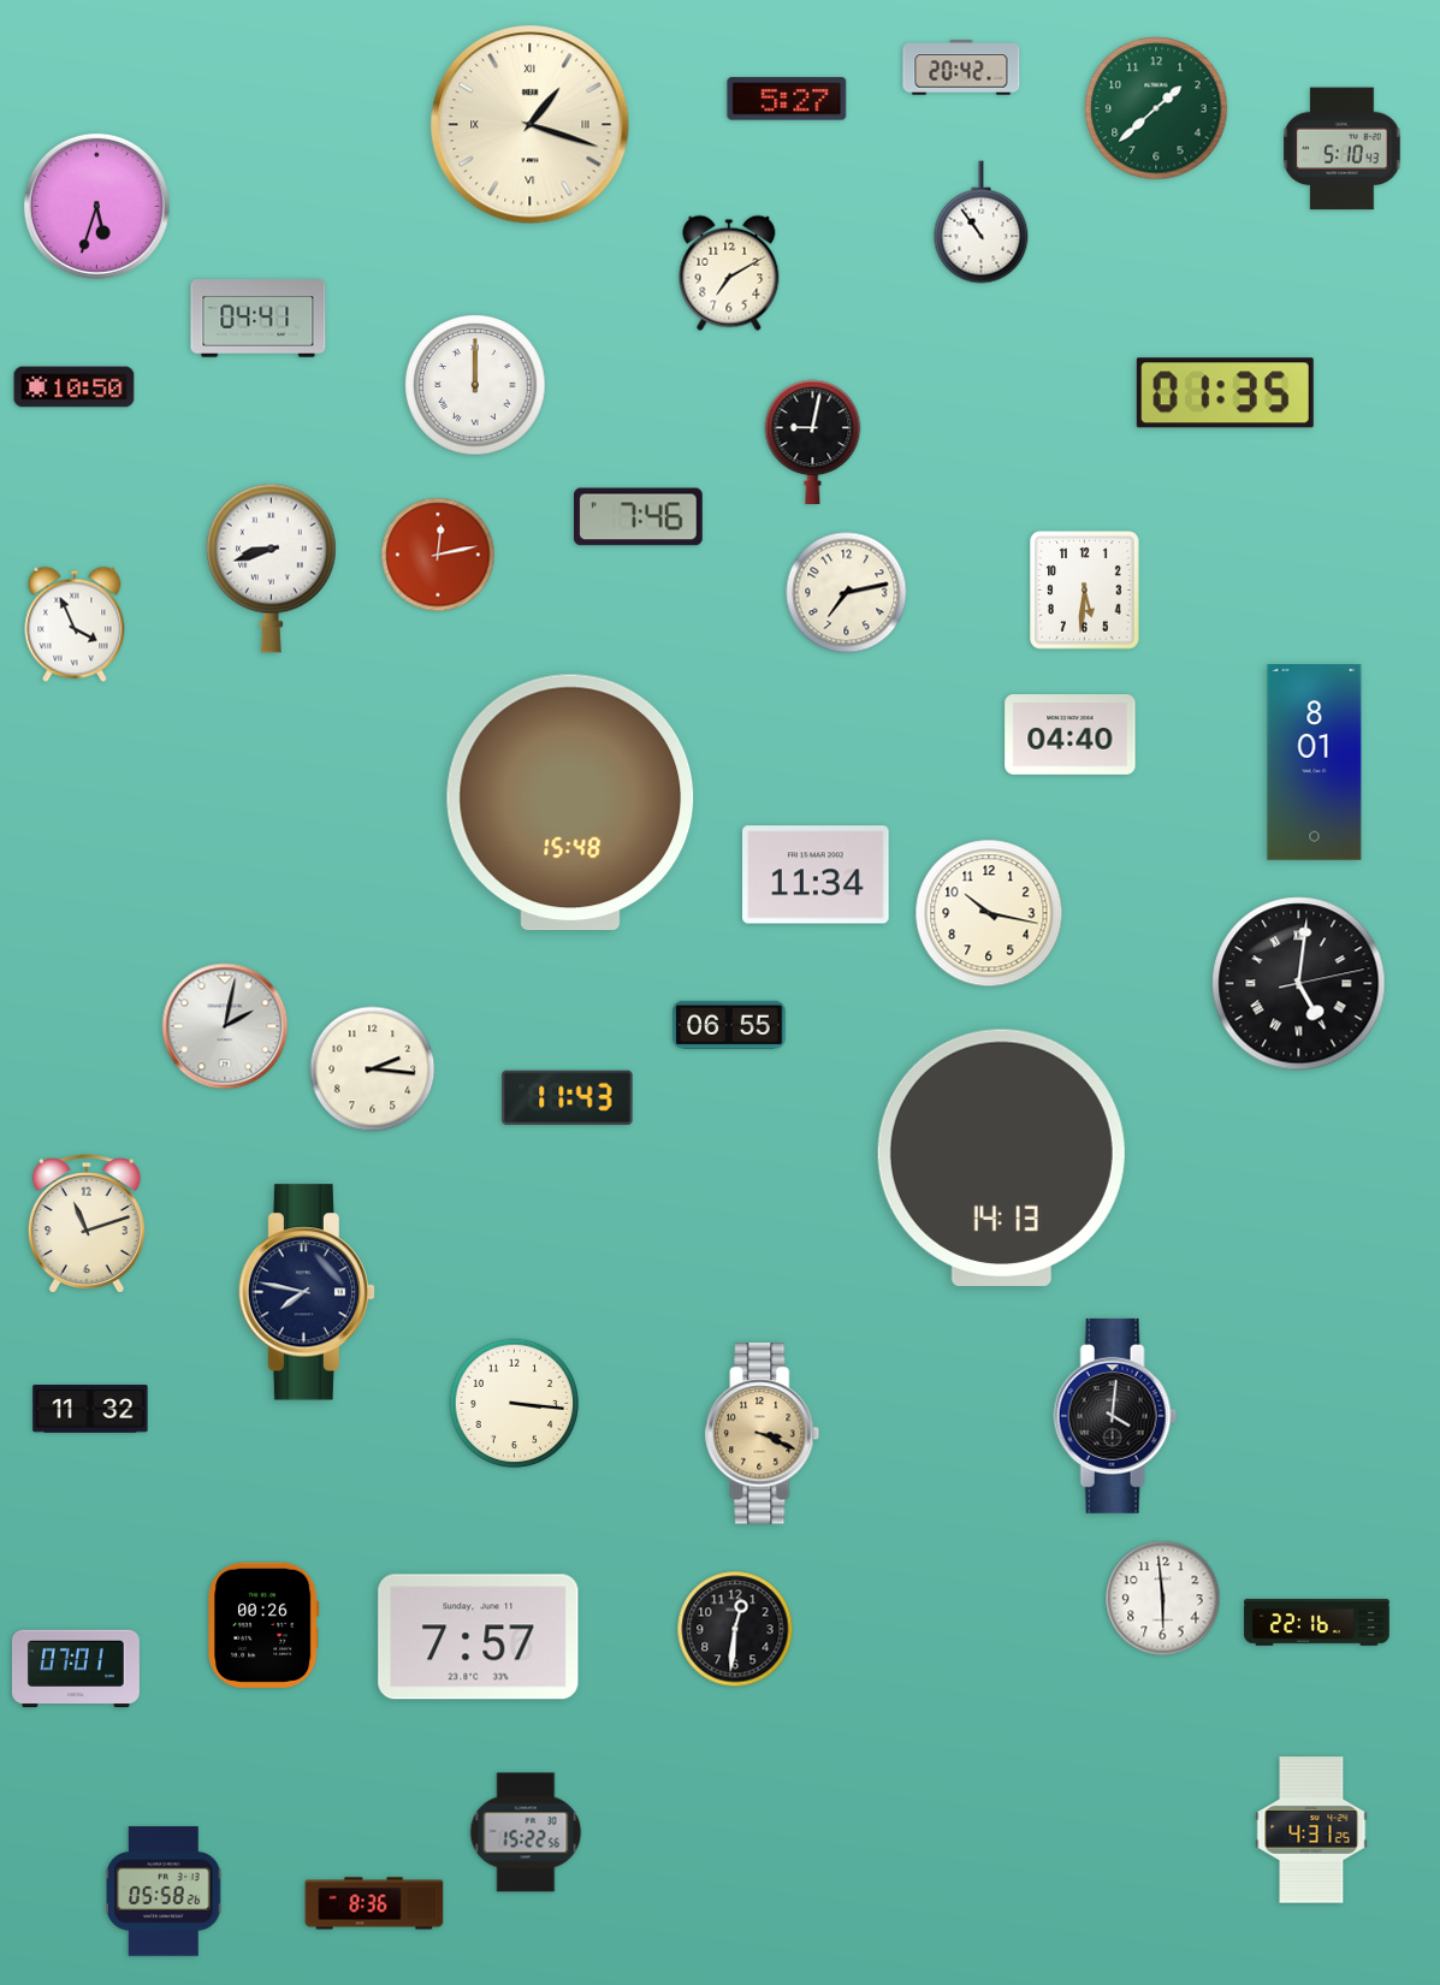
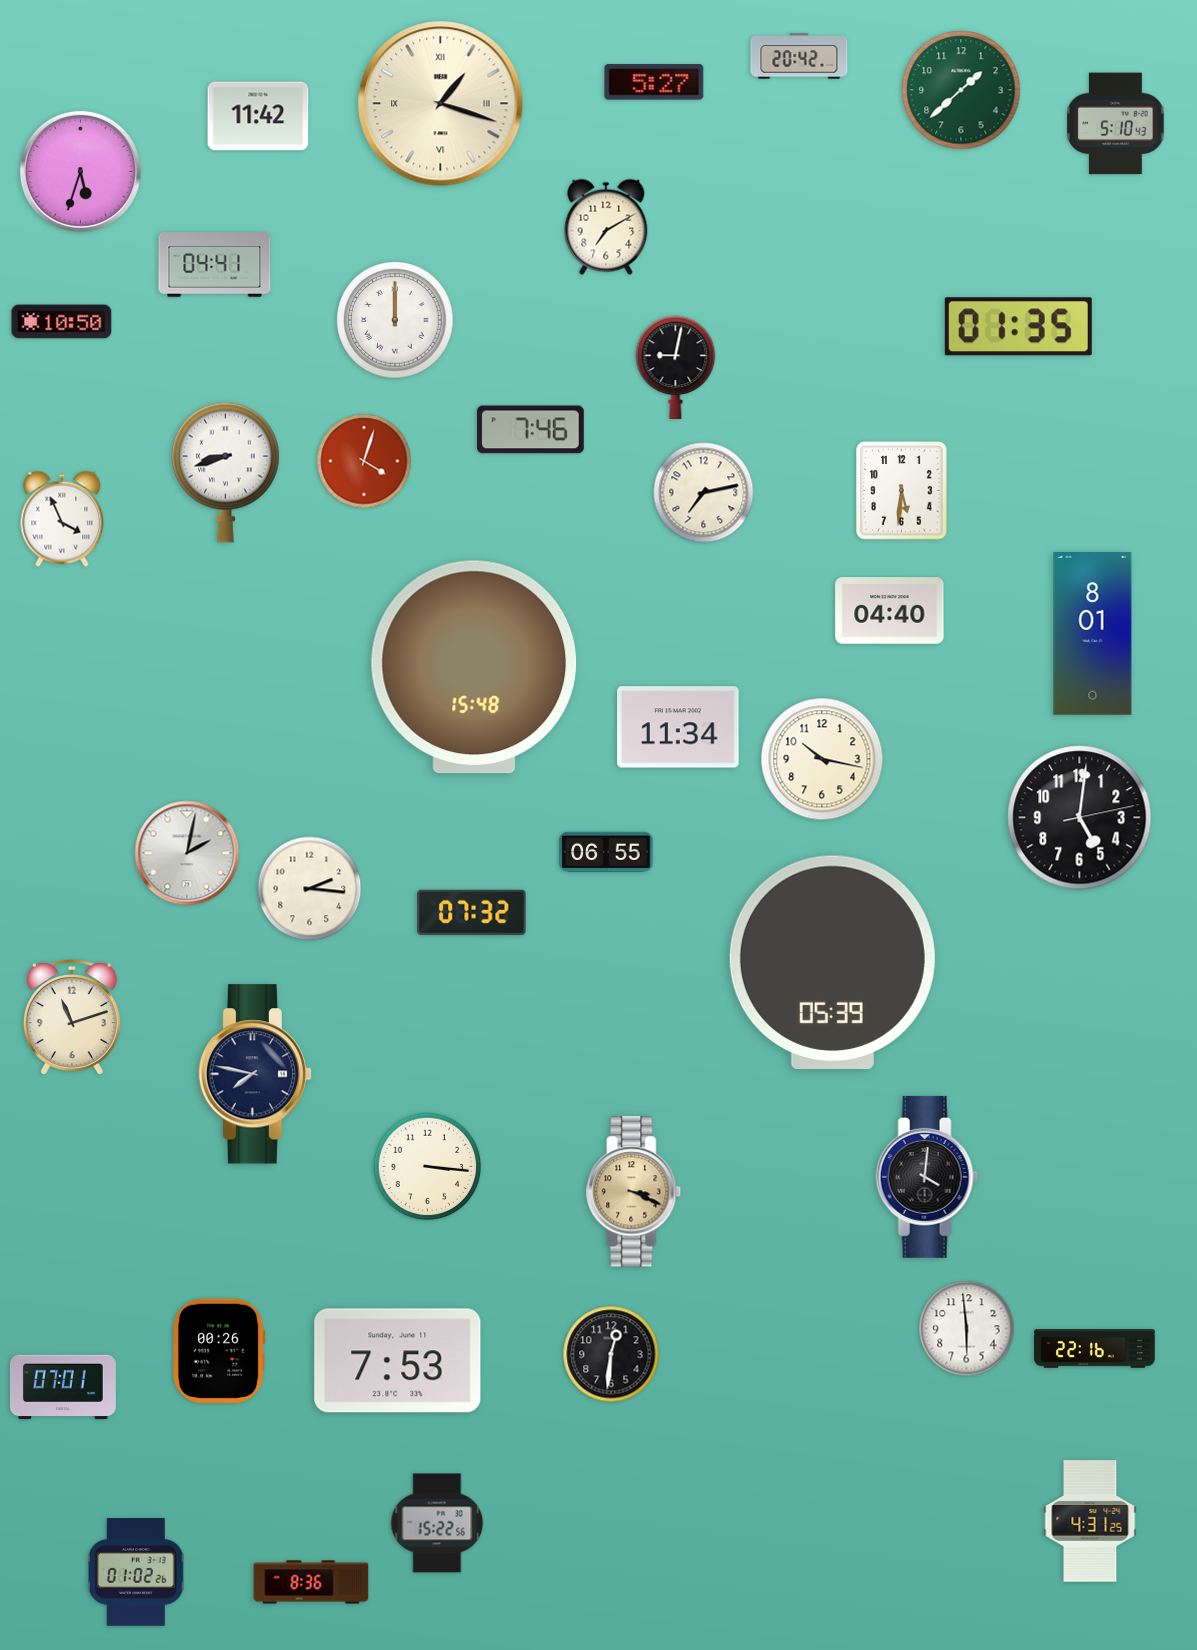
clock at (258, 116): none -> 11:42
clock at (982, 223): 10:54 -> none
clock at (438, 555): 12:13 -> 4:03
clock at (1299, 984) numerals: Roman -> Arabic
clock at (568, 1097): 11:43 -> 07:32
clock at (1001, 1157): 14:13 -> 05:39
clock at (90, 1409): 11:32 -> none
clock at (479, 1637): 7:57 -> 7:53
clock at (164, 1891): 05:58 -> 01:02
